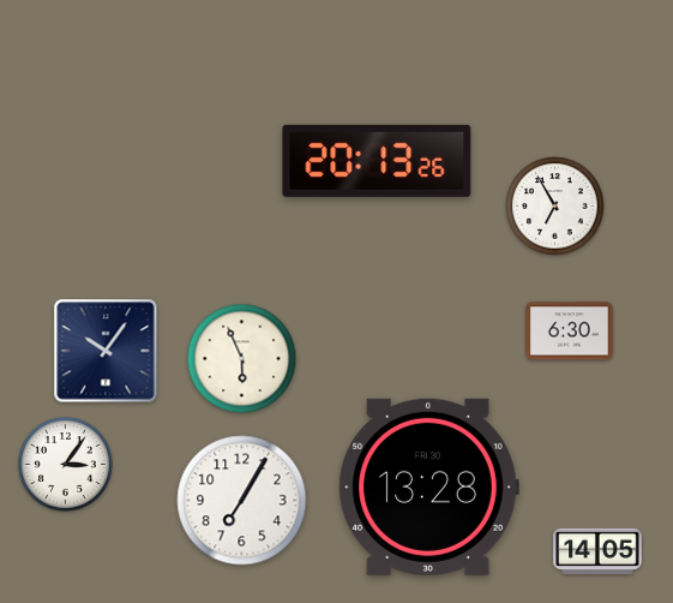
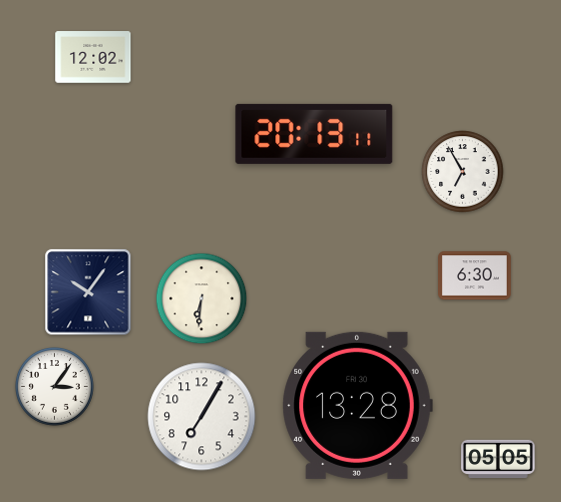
clock at (93, 57): none -> 12:02
clock at (377, 161): 20:13:26 -> 20:13:11
clock at (242, 359): 5:56 -> 6:31
clock at (597, 550): 14:05 -> 05:05
